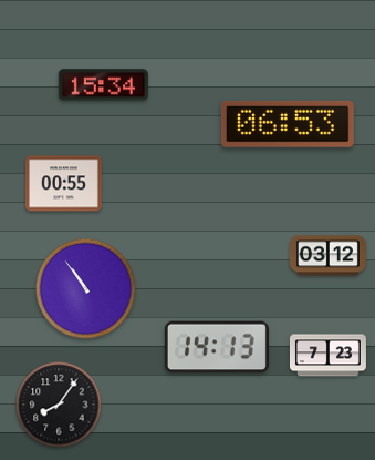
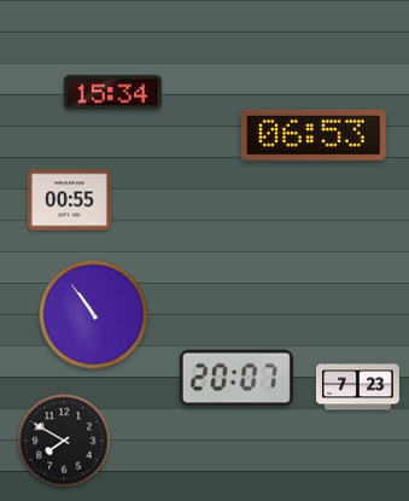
clock at (327, 256): 03:12 -> none
clock at (217, 347): 14:13 -> 20:07
clock at (59, 405): 8:06 -> 7:50
